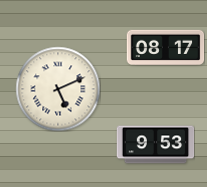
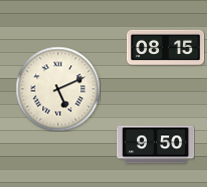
clock at (165, 47): 08:17 -> 08:15
clock at (155, 145): 9:53 -> 9:50
